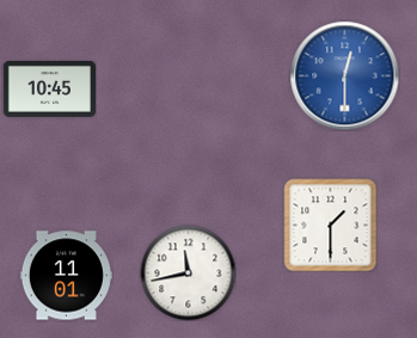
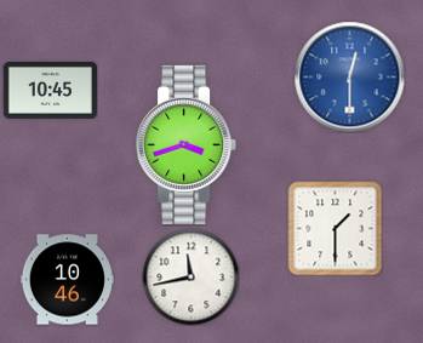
clock at (187, 144): none -> 3:42
clock at (66, 276): 11:01 -> 10:46
